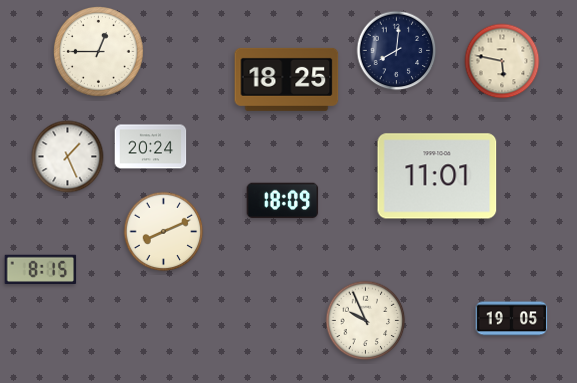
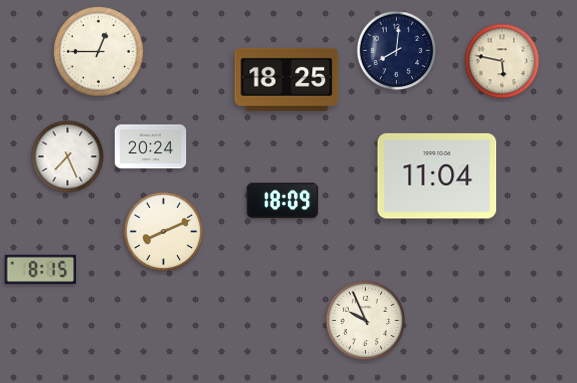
clock at (68, 157): 1:26 -> 7:26
clock at (437, 176): 11:01 -> 11:04
clock at (512, 319): 19:05 -> none
